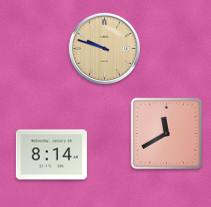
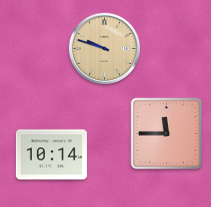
clock at (167, 134): 11:40 -> 11:45
clock at (51, 155): 8:14 -> 10:14
